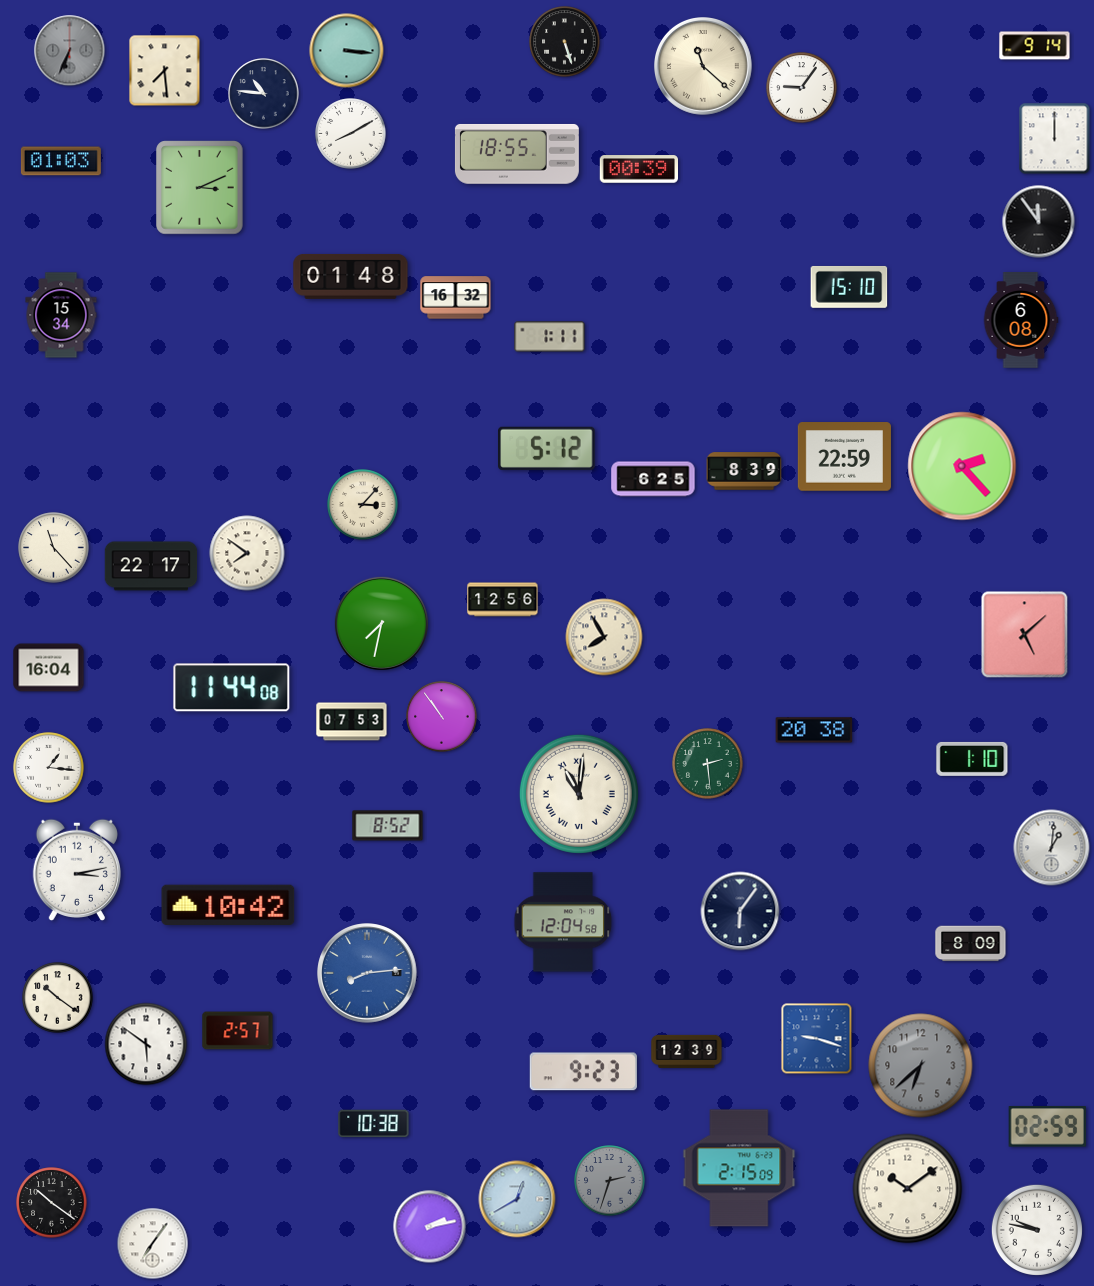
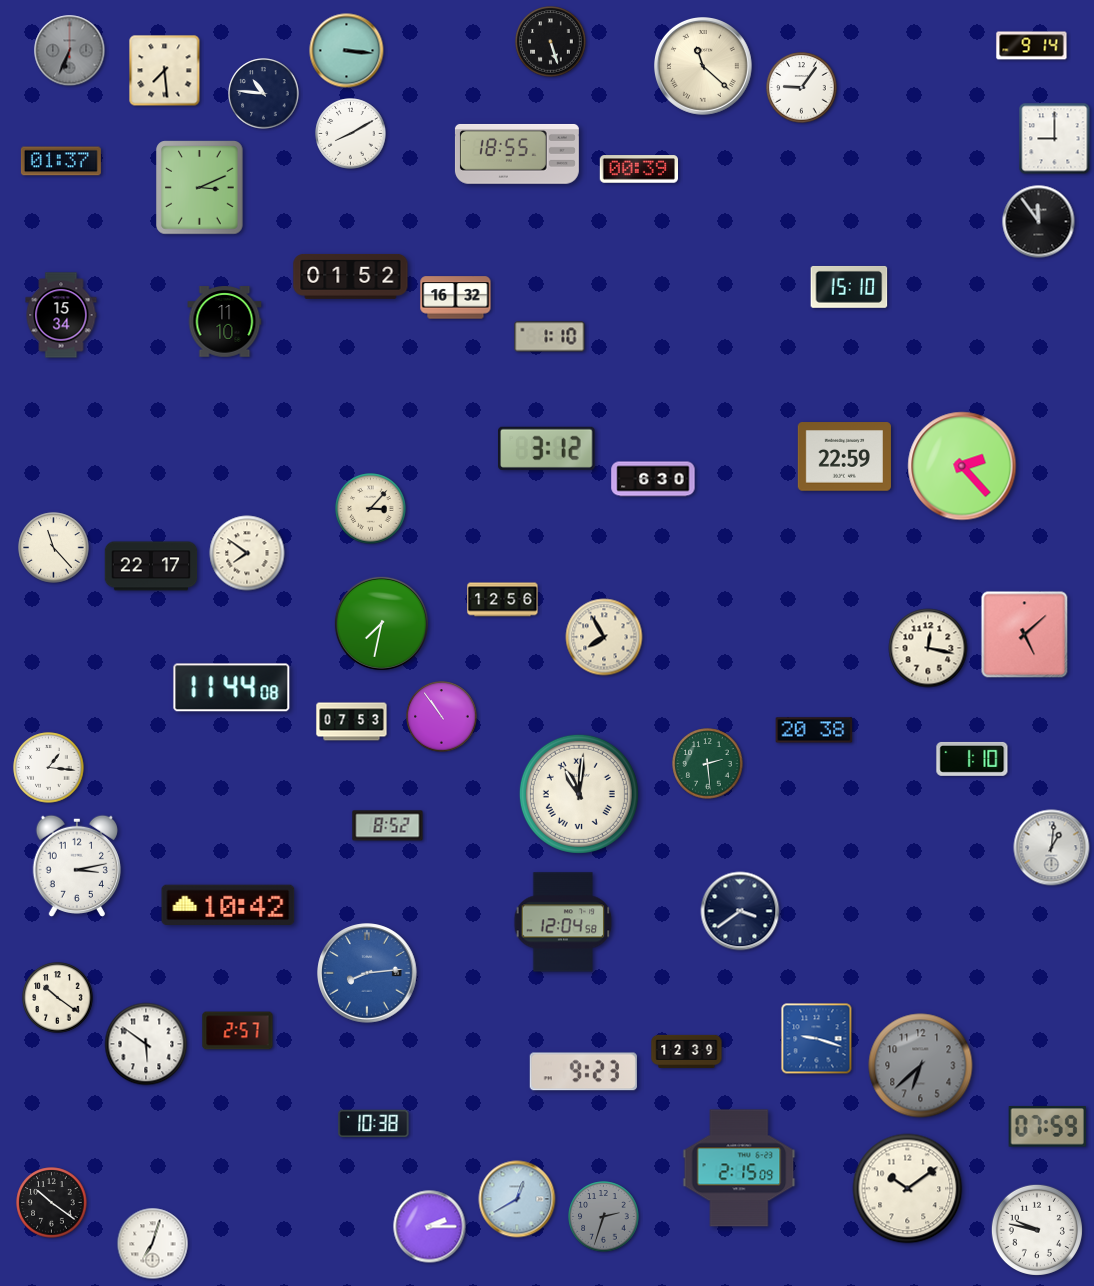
clock at (565, 42) position: (565, 42) -> (551, 42)
clock at (1035, 46) position: (1035, 46) -> (1032, 46)
clock at (1055, 139): 12:00 -> 9:00
clock at (61, 161): 01:03 -> 01:37
clock at (351, 277): 01:48 -> 01:52
clock at (1021, 320): 6:08 -> none
clock at (225, 322): none -> 11:10
clock at (550, 337): 1:11 -> 1:10
clock at (547, 448): 5:12 -> 3:12
clock at (744, 471): 8:39 -> none
clock at (653, 479): 6:25 -> 6:30
clock at (363, 505) position: (363, 505) -> (371, 509)
clock at (928, 648): none -> 12:17
clock at (49, 668): 16:04 -> none
clock at (77, 869) position: (77, 869) -> (77, 865)
clock at (740, 911): 6:06 -> 3:39
clock at (971, 944): 8:09 -> none
clock at (1047, 1127): 02:59 -> 07:59
clock at (610, 1181) position: (610, 1181) -> (604, 1217)
clock at (430, 1227): 2:13 -> 2:15
clock at (153, 1244): 7:06 -> 7:03
